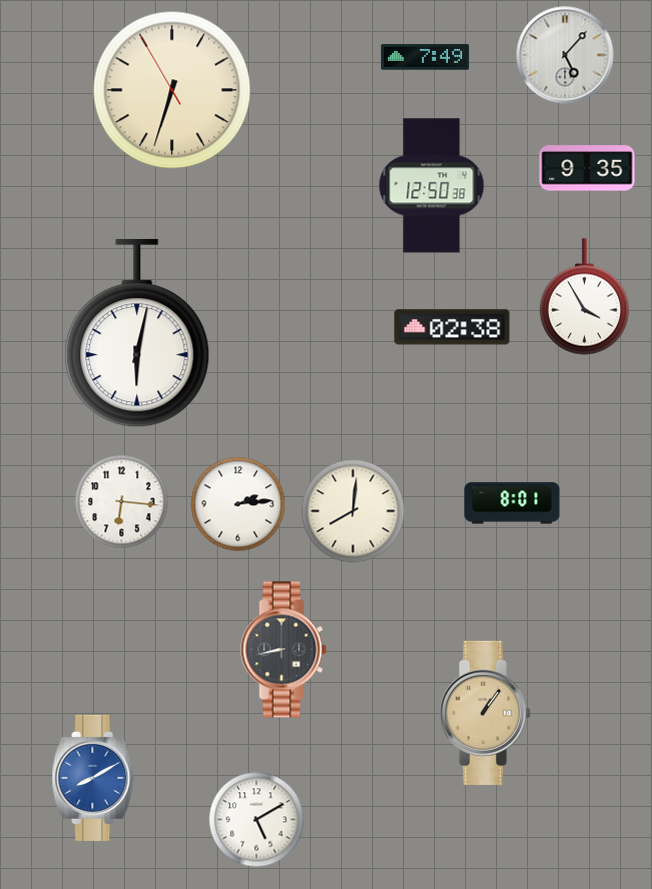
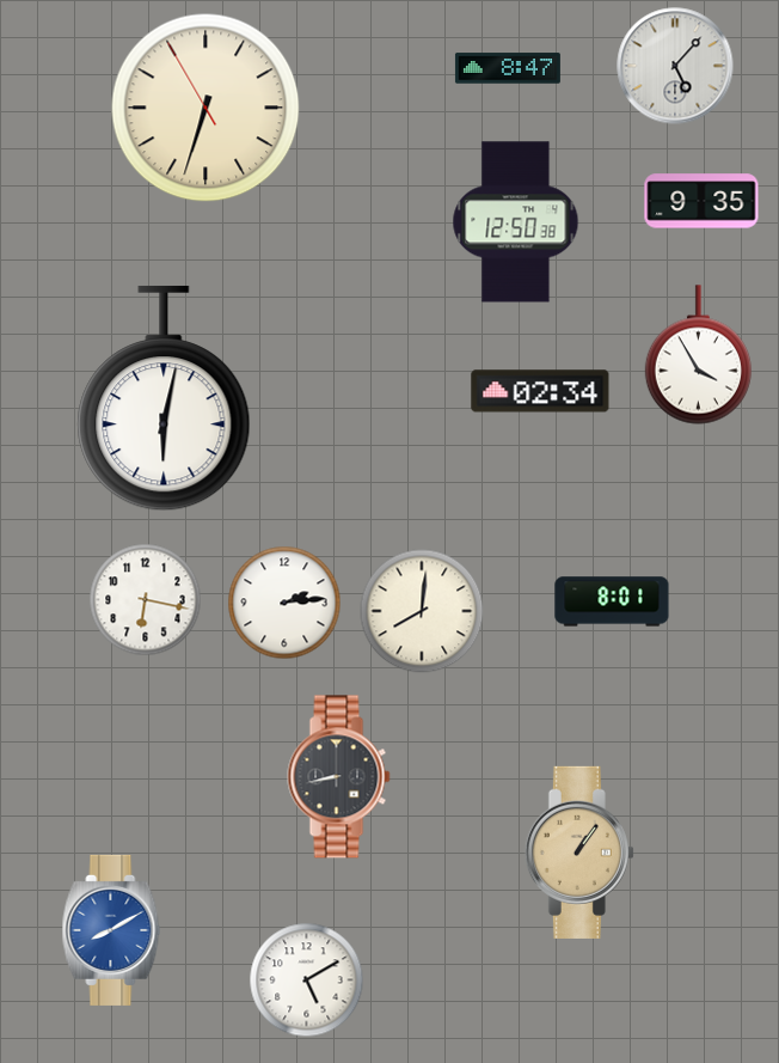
clock at (425, 57): 7:49 -> 8:47
clock at (452, 327): 02:38 -> 02:34
clock at (122, 502): 6:16 -> 6:17
